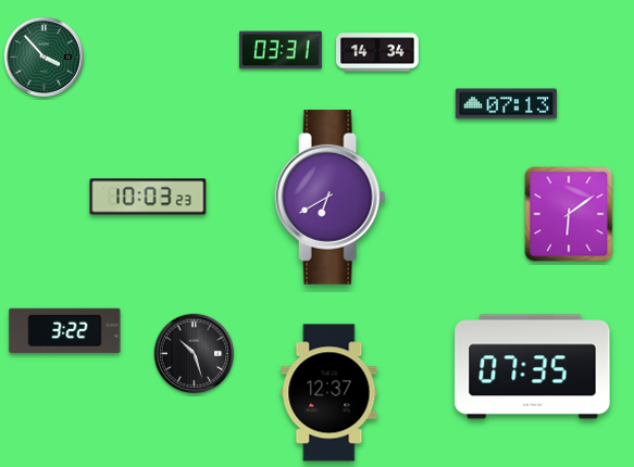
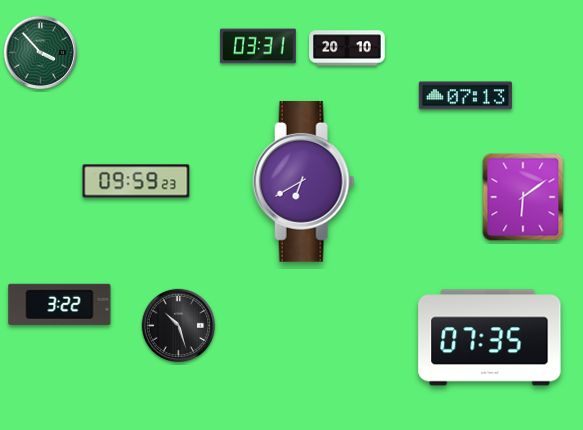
clock at (377, 52): 14:34 -> 20:10
clock at (148, 197): 10:03 -> 09:59
clock at (330, 393): 12:37 -> none
